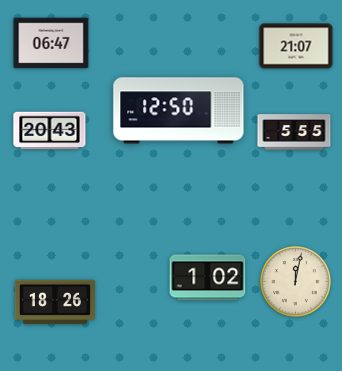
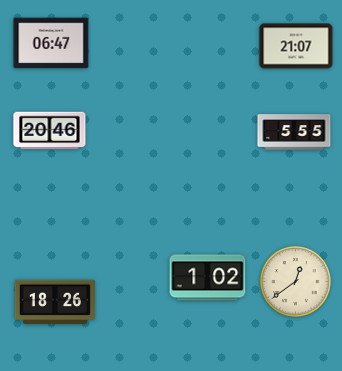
clock at (179, 111): 12:50 -> none
clock at (50, 131): 20:43 -> 20:46
clock at (296, 282): 12:02 -> 12:39
